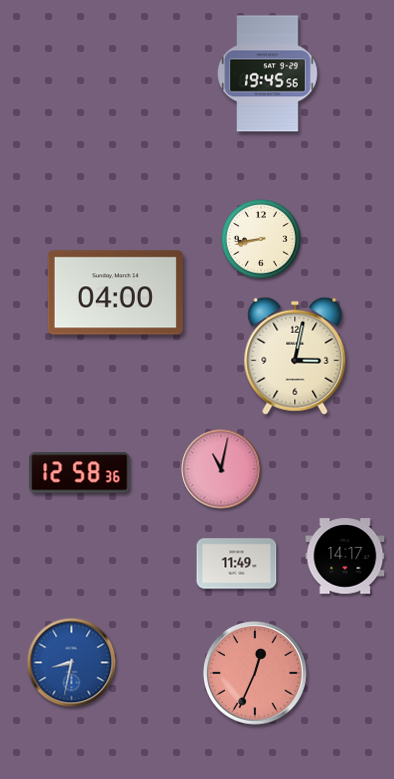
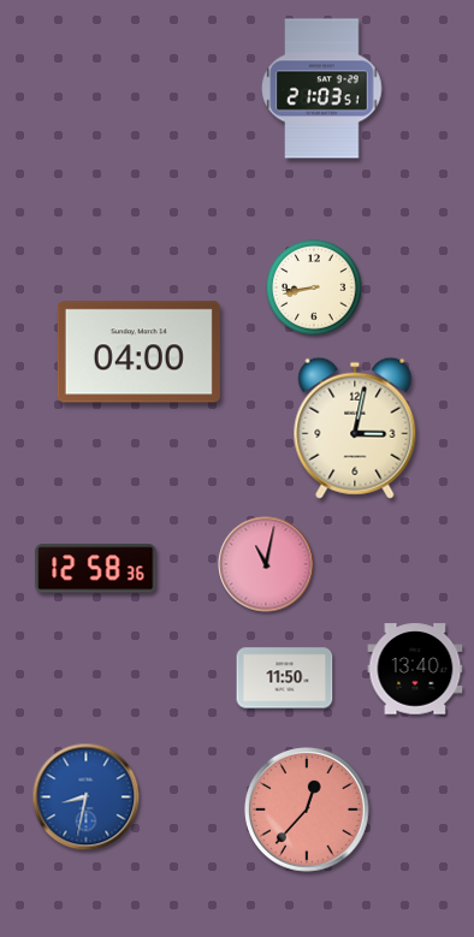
clock at (268, 74): 19:45 -> 21:03
clock at (345, 556): 14:17 -> 13:40
clock at (237, 564): 11:49 -> 11:50
clock at (256, 674): 12:34 -> 12:37
